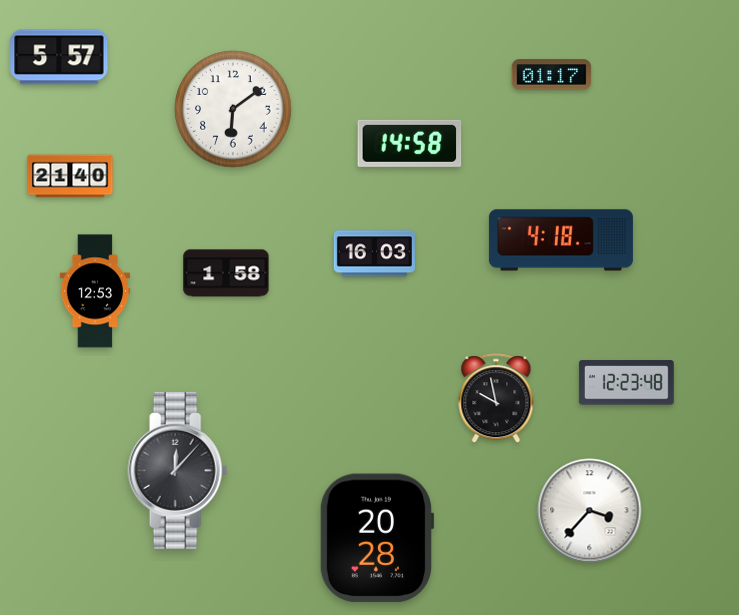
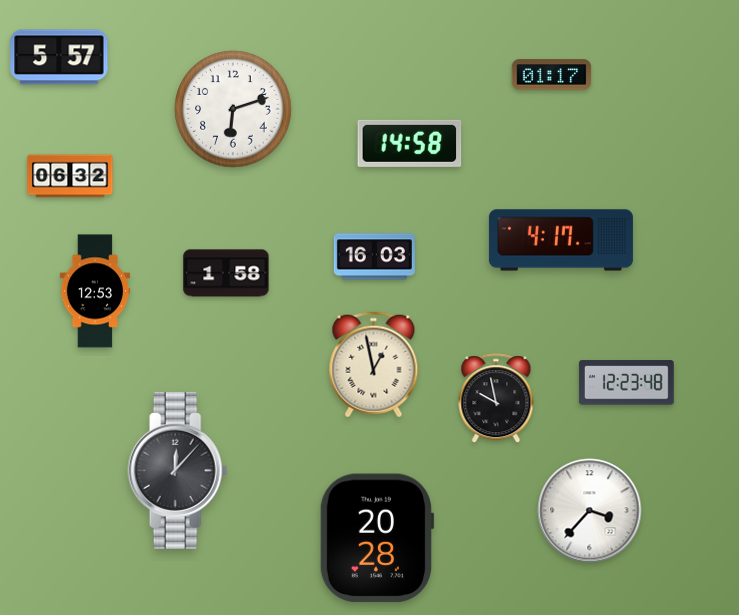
clock at (233, 109): 6:09 -> 6:12
clock at (70, 176): 21:40 -> 06:32
clock at (561, 240): 4:18 -> 4:17
clock at (374, 254) position: (374, 254) -> (374, 257)
clock at (374, 365): none -> 12:58
